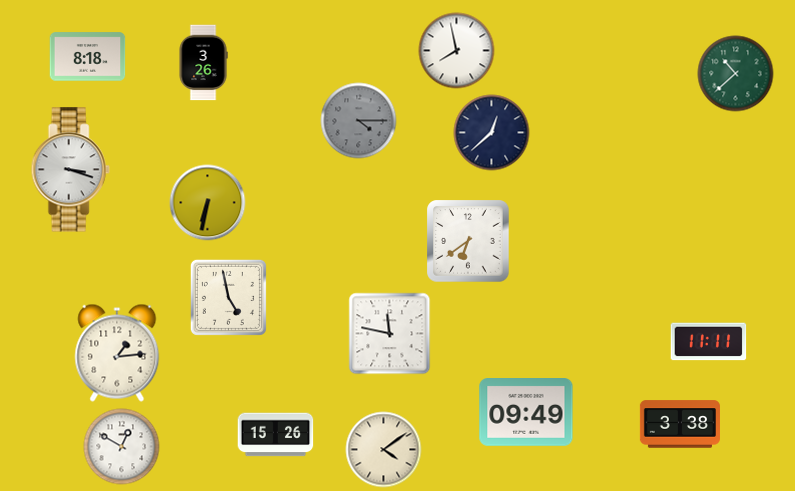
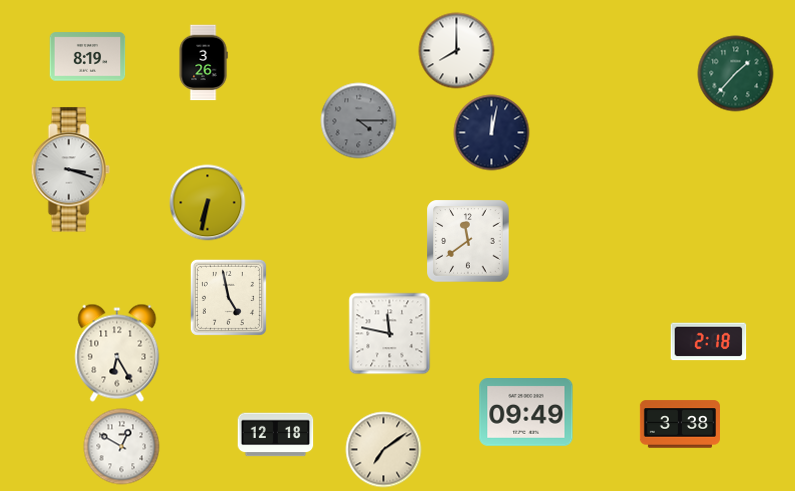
clock at (457, 51): 7:58 -> 8:00
clock at (88, 57): 8:18 -> 8:19
clock at (736, 74): 10:38 -> 1:37
clock at (492, 133): 12:38 -> 12:02
clock at (468, 241): 6:39 -> 11:39
clock at (709, 342): 11:11 -> 2:18
clock at (117, 353): 1:14 -> 6:25
clock at (276, 435): 15:26 -> 12:18
clock at (384, 450): 4:09 -> 7:09
